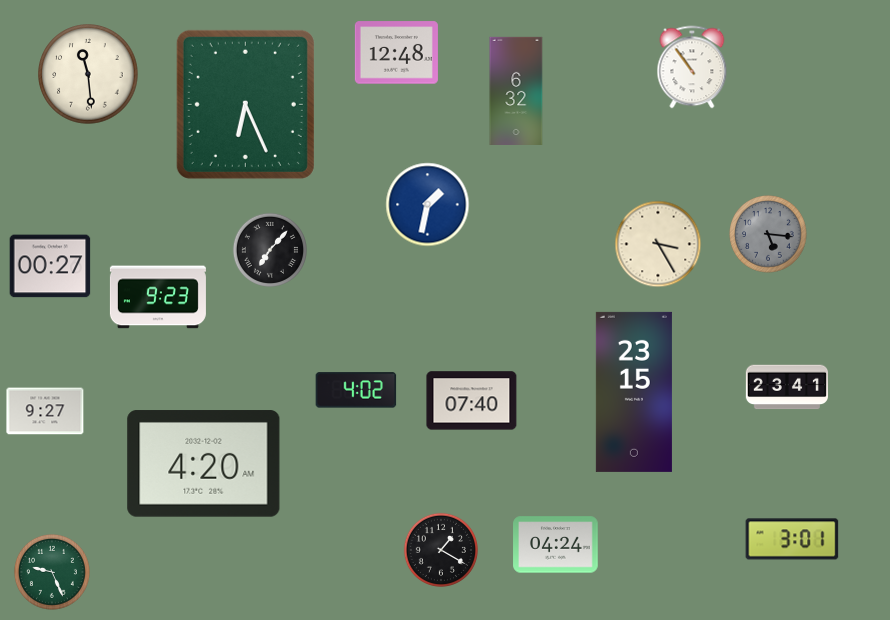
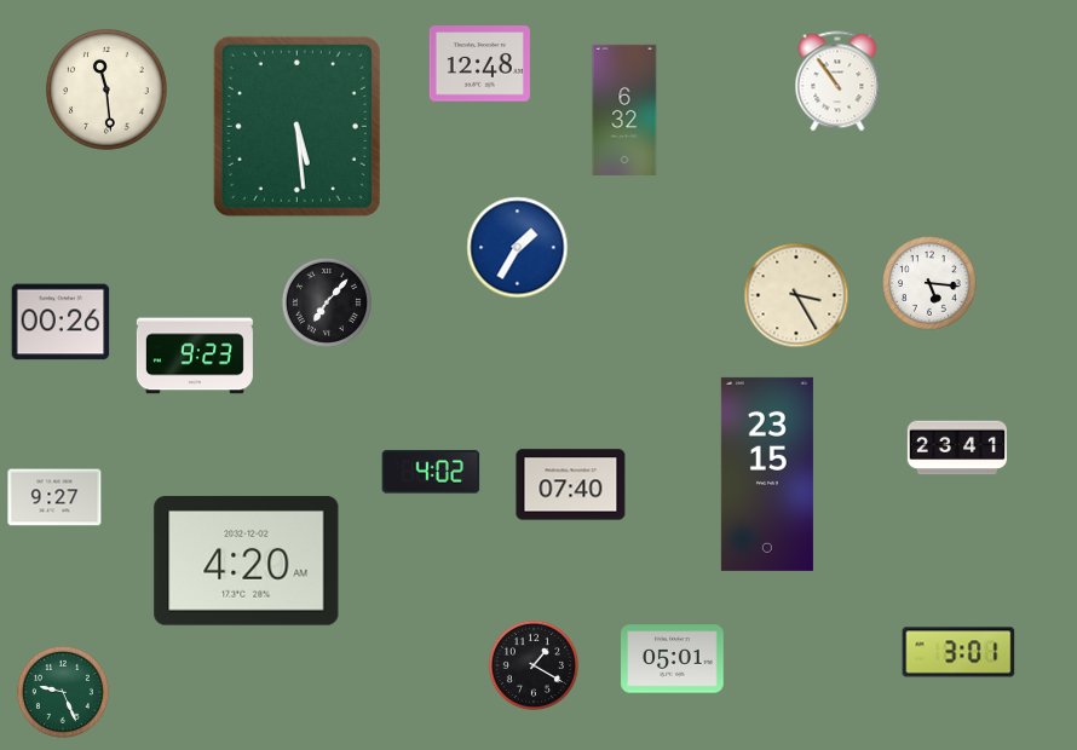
clock at (245, 104): 6:26 -> 5:29
clock at (428, 205): 1:32 -> 1:35
clock at (768, 234) dial: grey -> white
clock at (50, 266): 00:27 -> 00:26
clock at (158, 297) position: (158, 297) -> (195, 356)
clock at (786, 387) position: (786, 387) -> (956, 448)
clock at (556, 545): 04:24 -> 05:01
